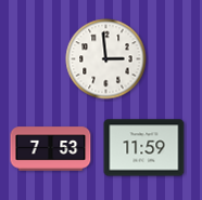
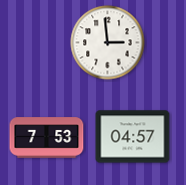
clock at (106, 59) position: (106, 59) -> (108, 43)
clock at (144, 148): 11:59 -> 04:57
